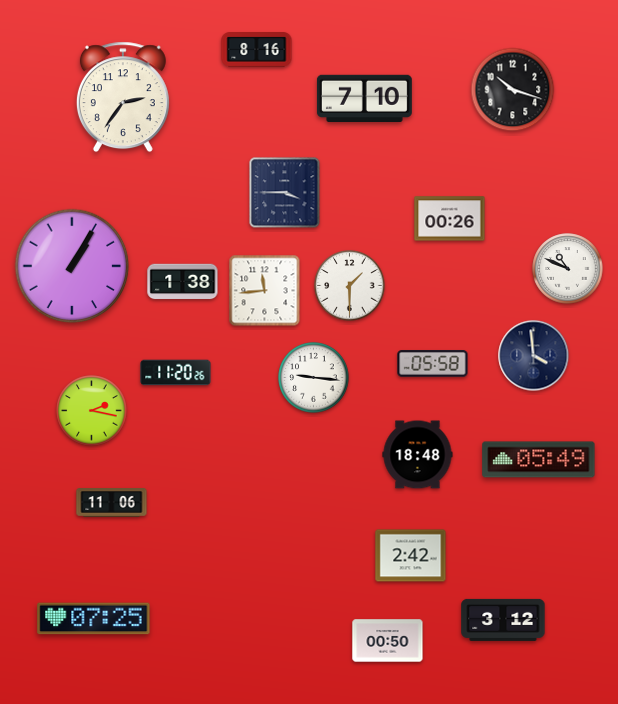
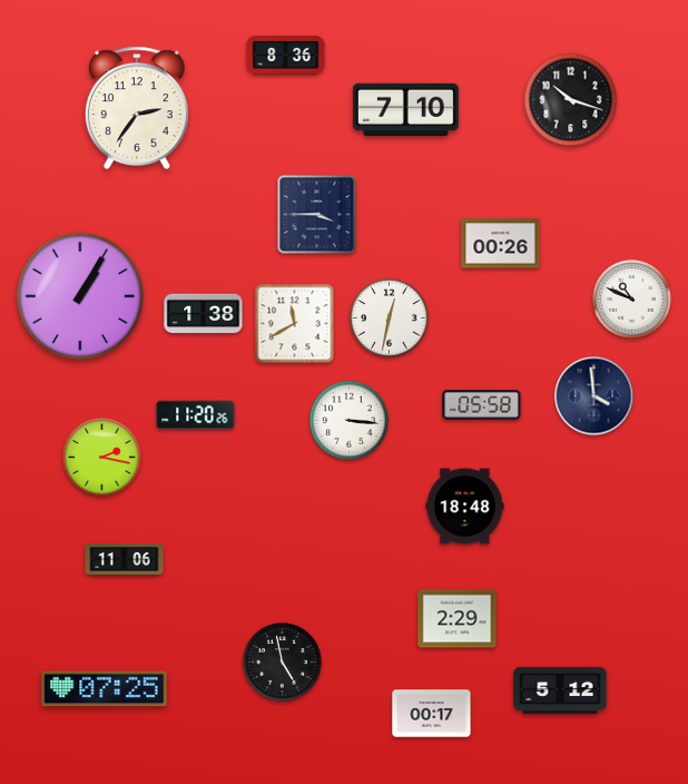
clock at (257, 50): 8:16 -> 8:36
clock at (350, 286): 1:30 -> 12:32
clock at (265, 291): 11:44 -> 11:40
clock at (314, 378): 9:16 -> 3:16
clock at (539, 460): 05:49 -> none
clock at (411, 556): 2:42 -> 2:29
clock at (283, 663): none -> 4:58
clock at (503, 620): 3:12 -> 5:12
clock at (388, 641): 00:50 -> 00:17
